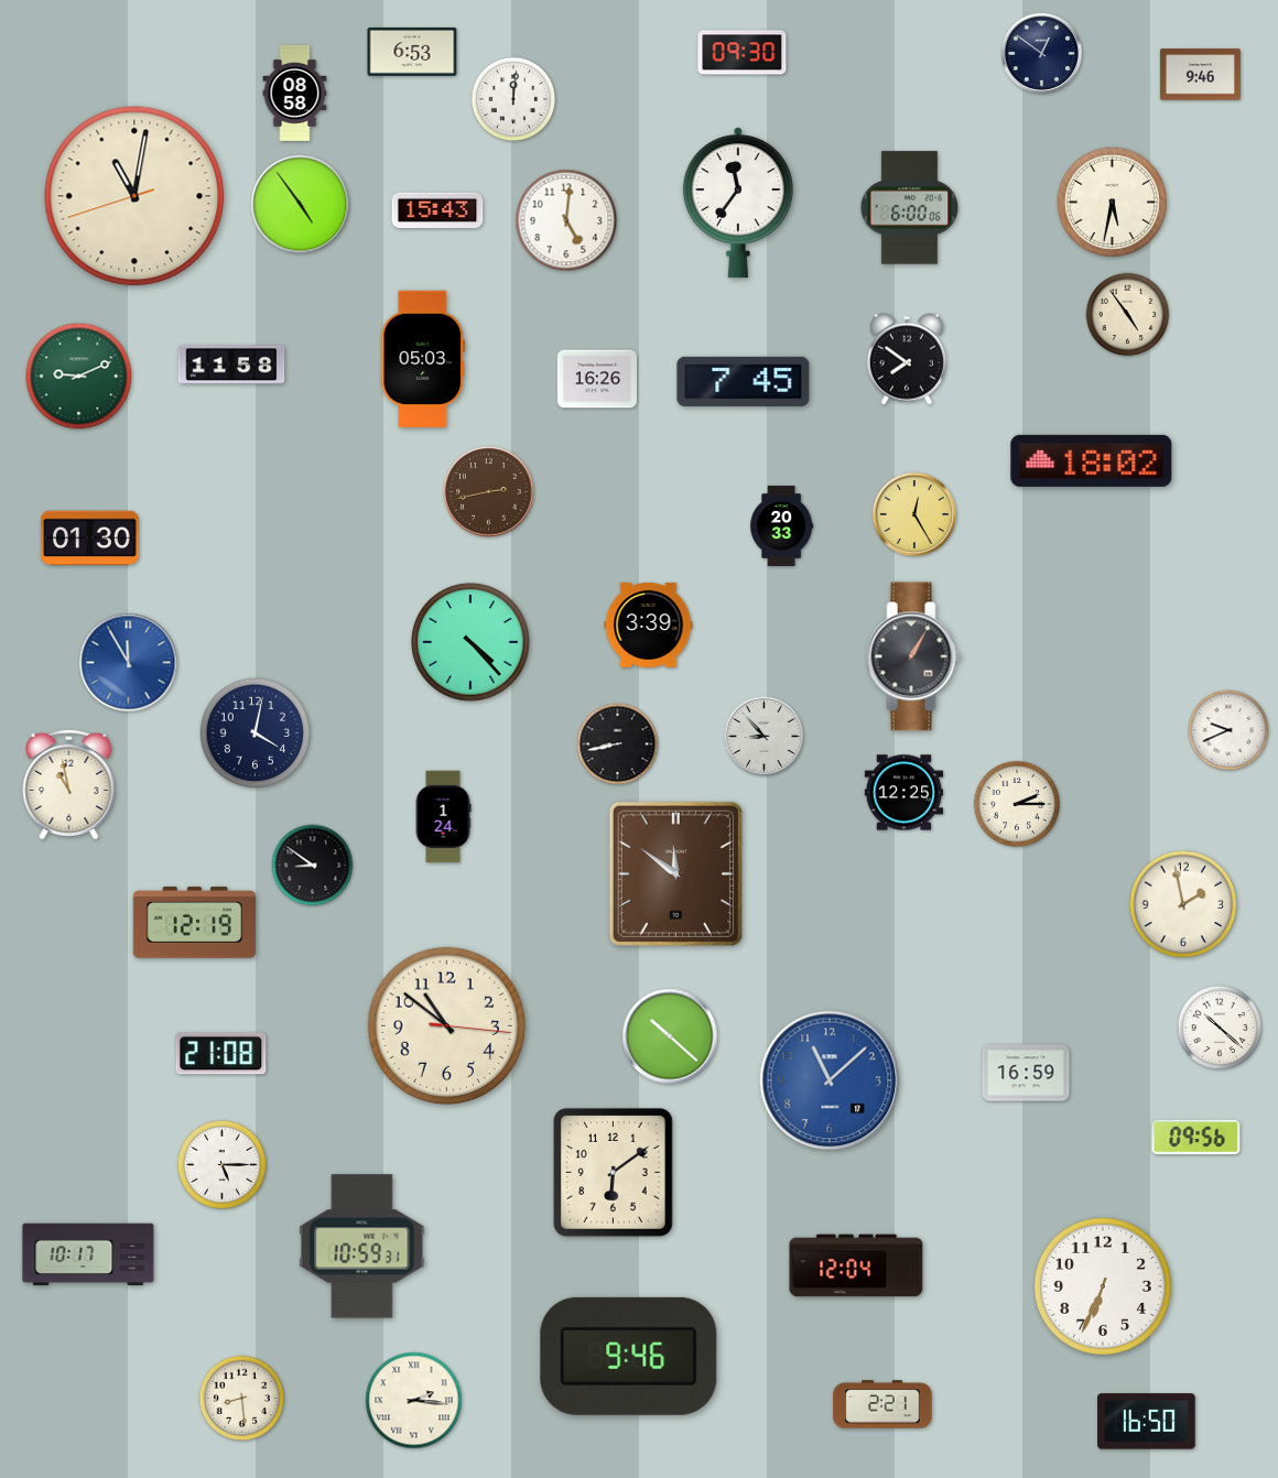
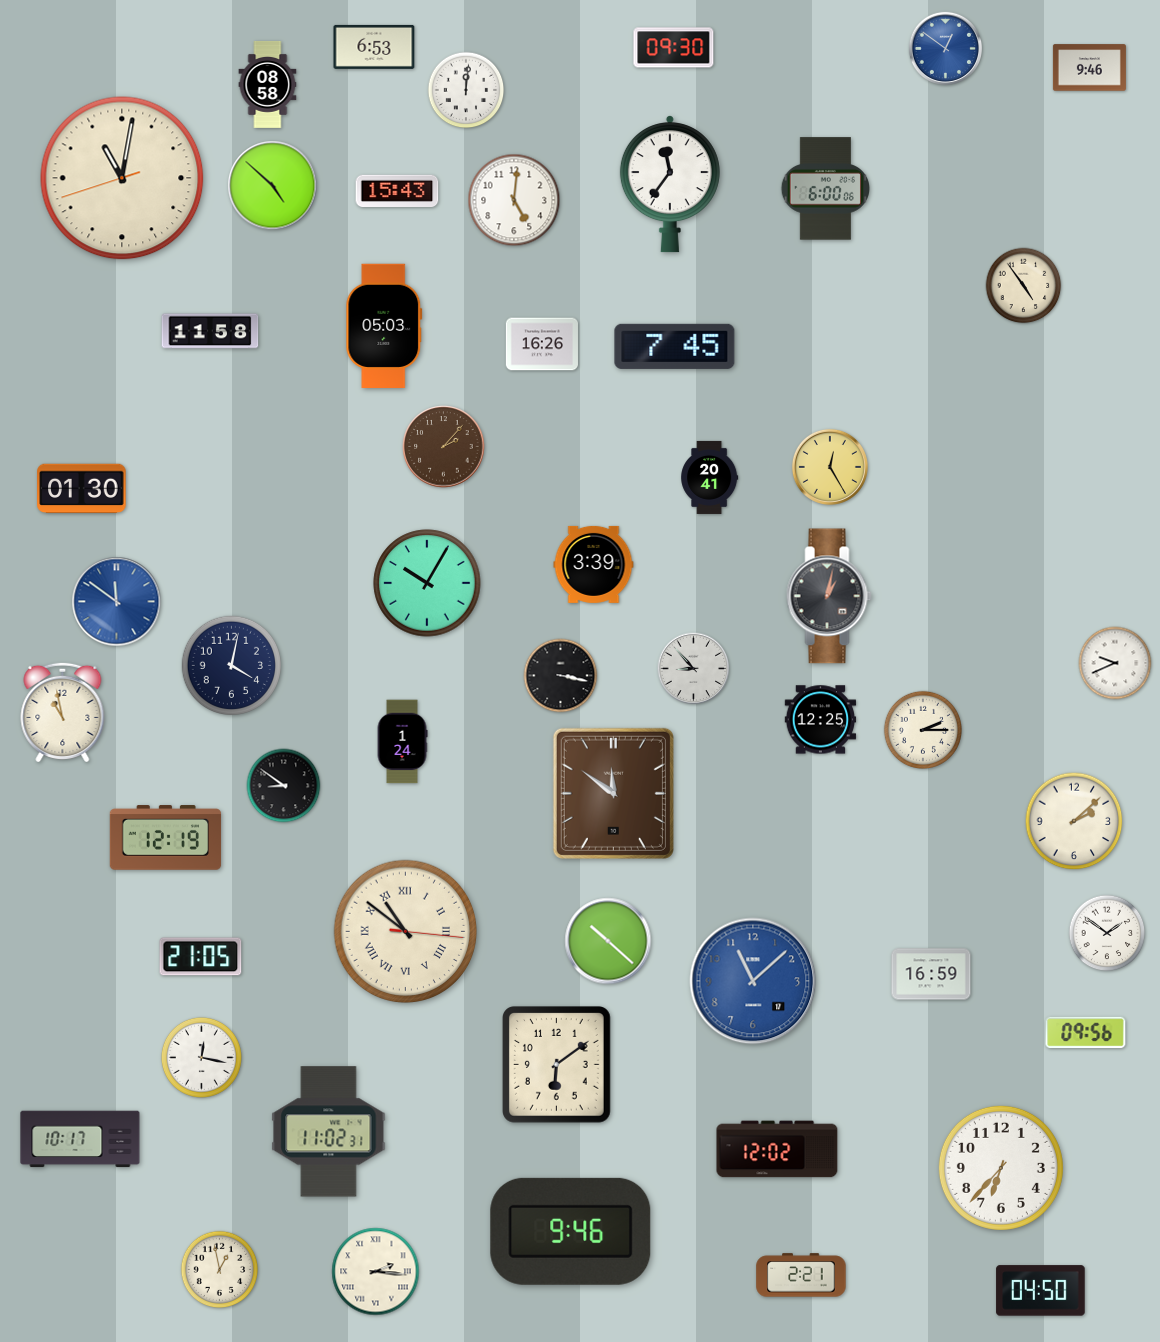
clock at (1041, 53) dial: navy -> blue
clock at (1112, 202): 5:32 -> none
clock at (301, 205): 4:54 -> 4:52
clock at (907, 359): 7:51 -> none
clock at (79, 377): 9:11 -> none
clock at (1092, 460): 18:02 -> none
clock at (489, 492): 2:43 -> 2:07
clock at (782, 525): 20:33 -> 20:41
clock at (649, 624) position: (649, 624) -> (594, 564)
clock at (470, 642): 4:23 -> 10:05
clock at (913, 656): 1:05 -> 1:02
clock at (129, 663): 11:55 -> 11:51
clock at (618, 745): 8:43 -> 3:17
clock at (1183, 904): 1:58 -> 2:08
clock at (195, 923) position: (195, 923) -> (166, 838)
clock at (447, 1026) numerals: Arabic -> Roman
clock at (1220, 1028): 10:22 -> 1:51
clock at (221, 1054): 21:08 -> 21:05
clock at (221, 1164): 5:15 -> 12:17
clock at (362, 1247): 10:59 -> 11:02
clock at (856, 1265): 12:04 -> 12:02
clock at (1103, 1286): 6:34 -> 6:37
clock at (242, 1399): 8:29 -> 12:58
clock at (1147, 1422): 16:50 -> 04:50
